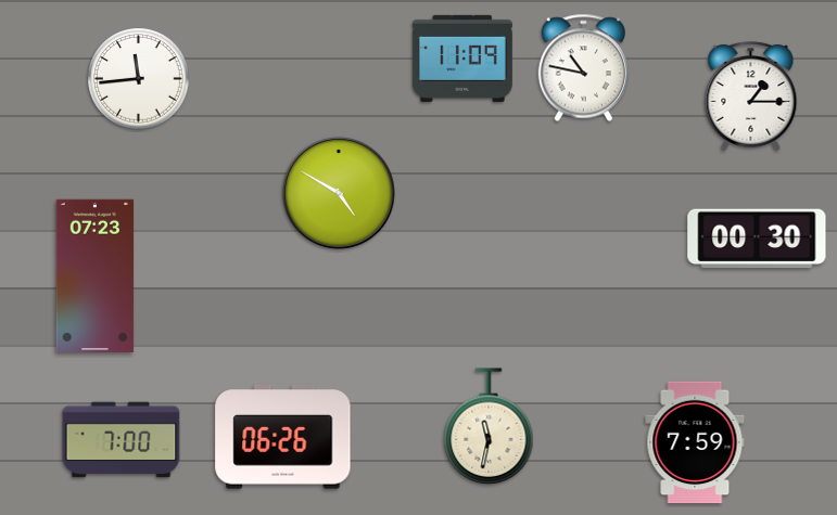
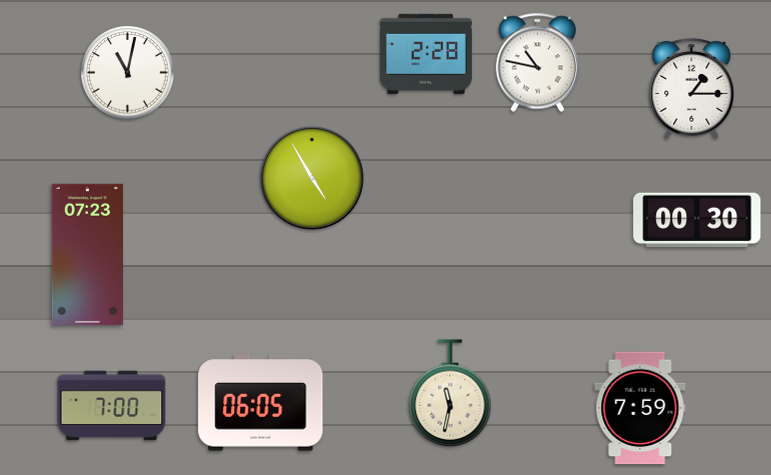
clock at (462, 59): 11:09 -> 2:28
clock at (139, 79): 11:44 -> 11:02
clock at (339, 193): 4:50 -> 4:55
clock at (283, 437): 06:26 -> 06:05
